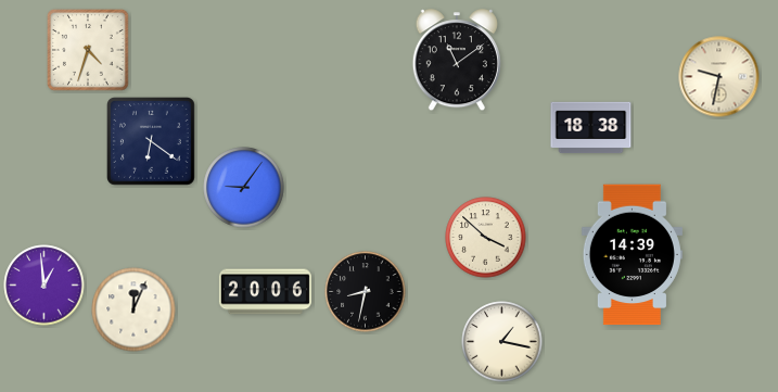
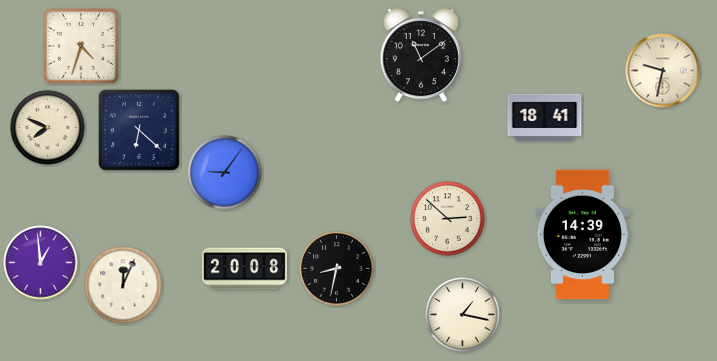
clock at (591, 128): 18:38 -> 18:41
clock at (48, 128): none -> 7:49
clock at (152, 142): 6:21 -> 6:22
clock at (486, 238): 3:52 -> 2:52
clock at (265, 292): 20:06 -> 20:08
